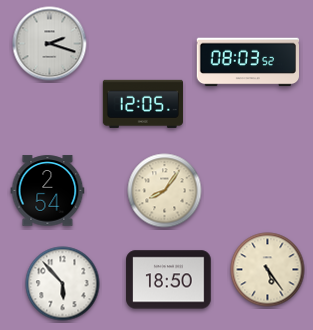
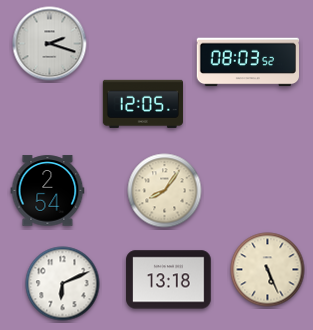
clock at (268, 270): 5:24 -> 5:26
clock at (169, 280): 18:50 -> 13:18
clock at (63, 284): 5:53 -> 6:11
